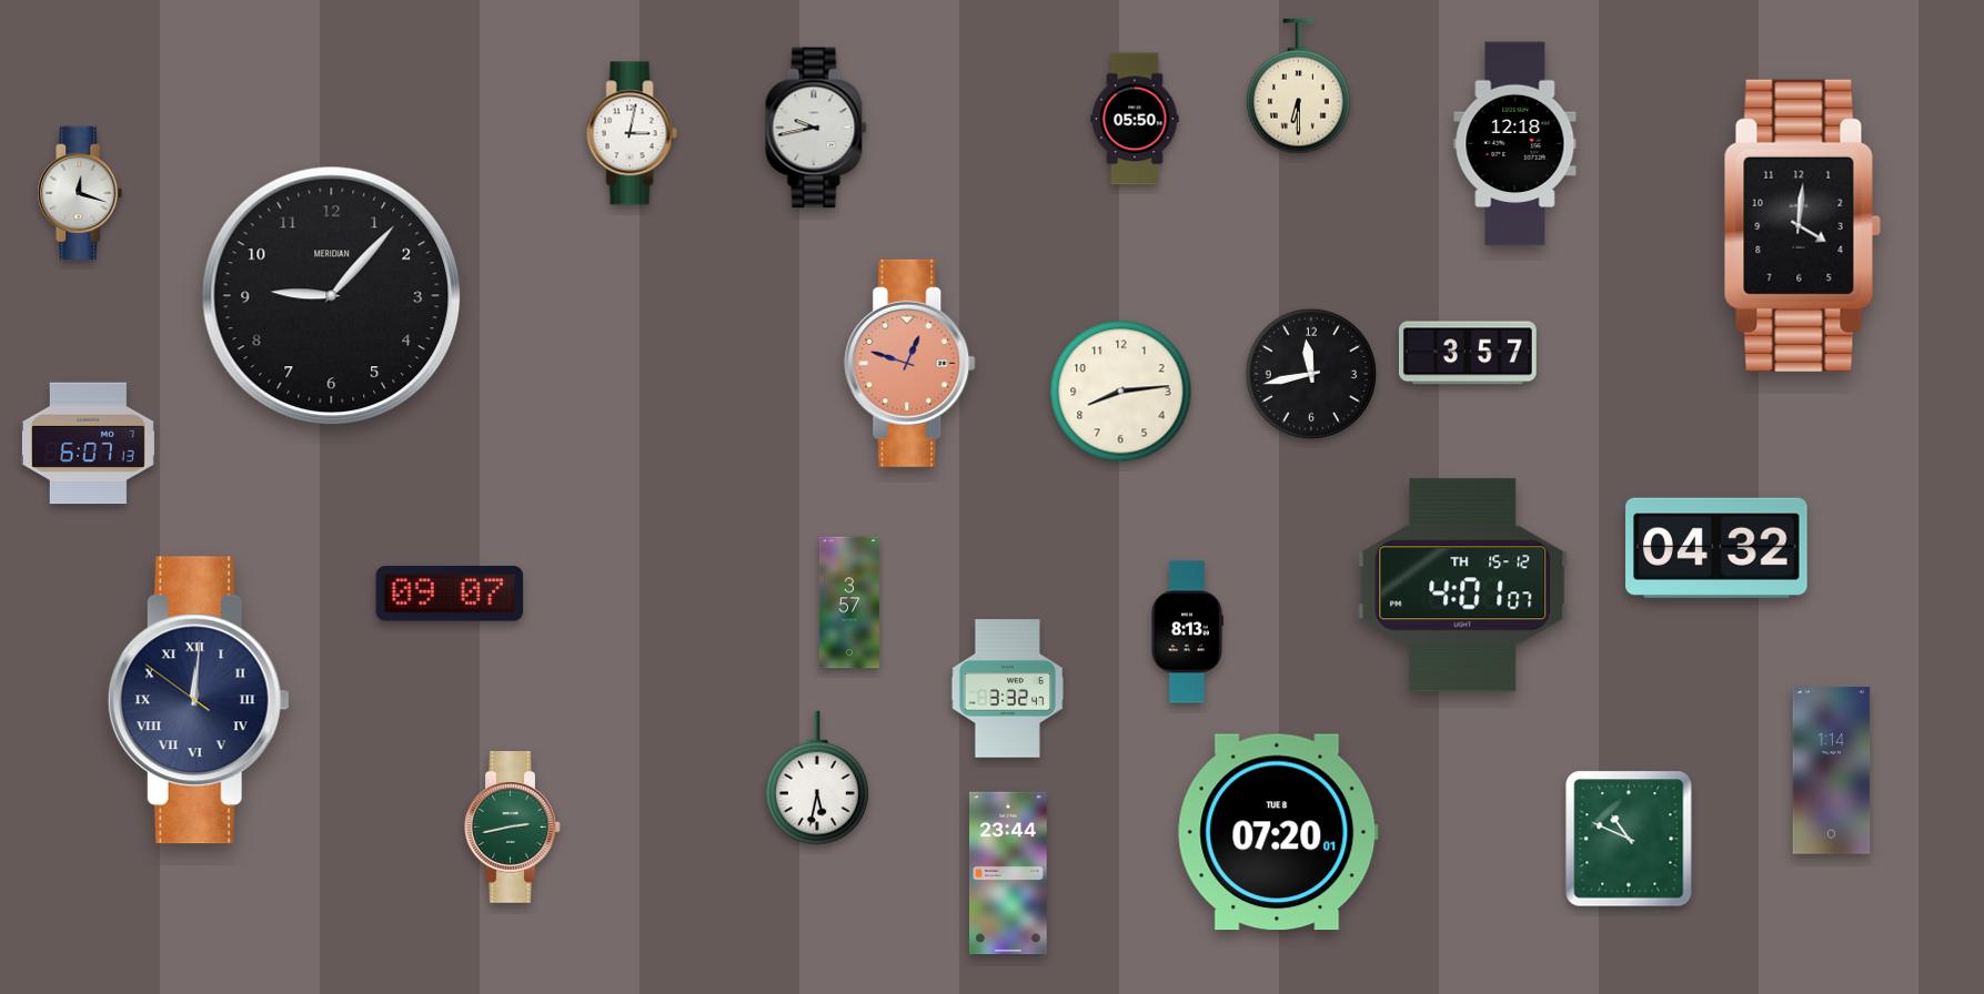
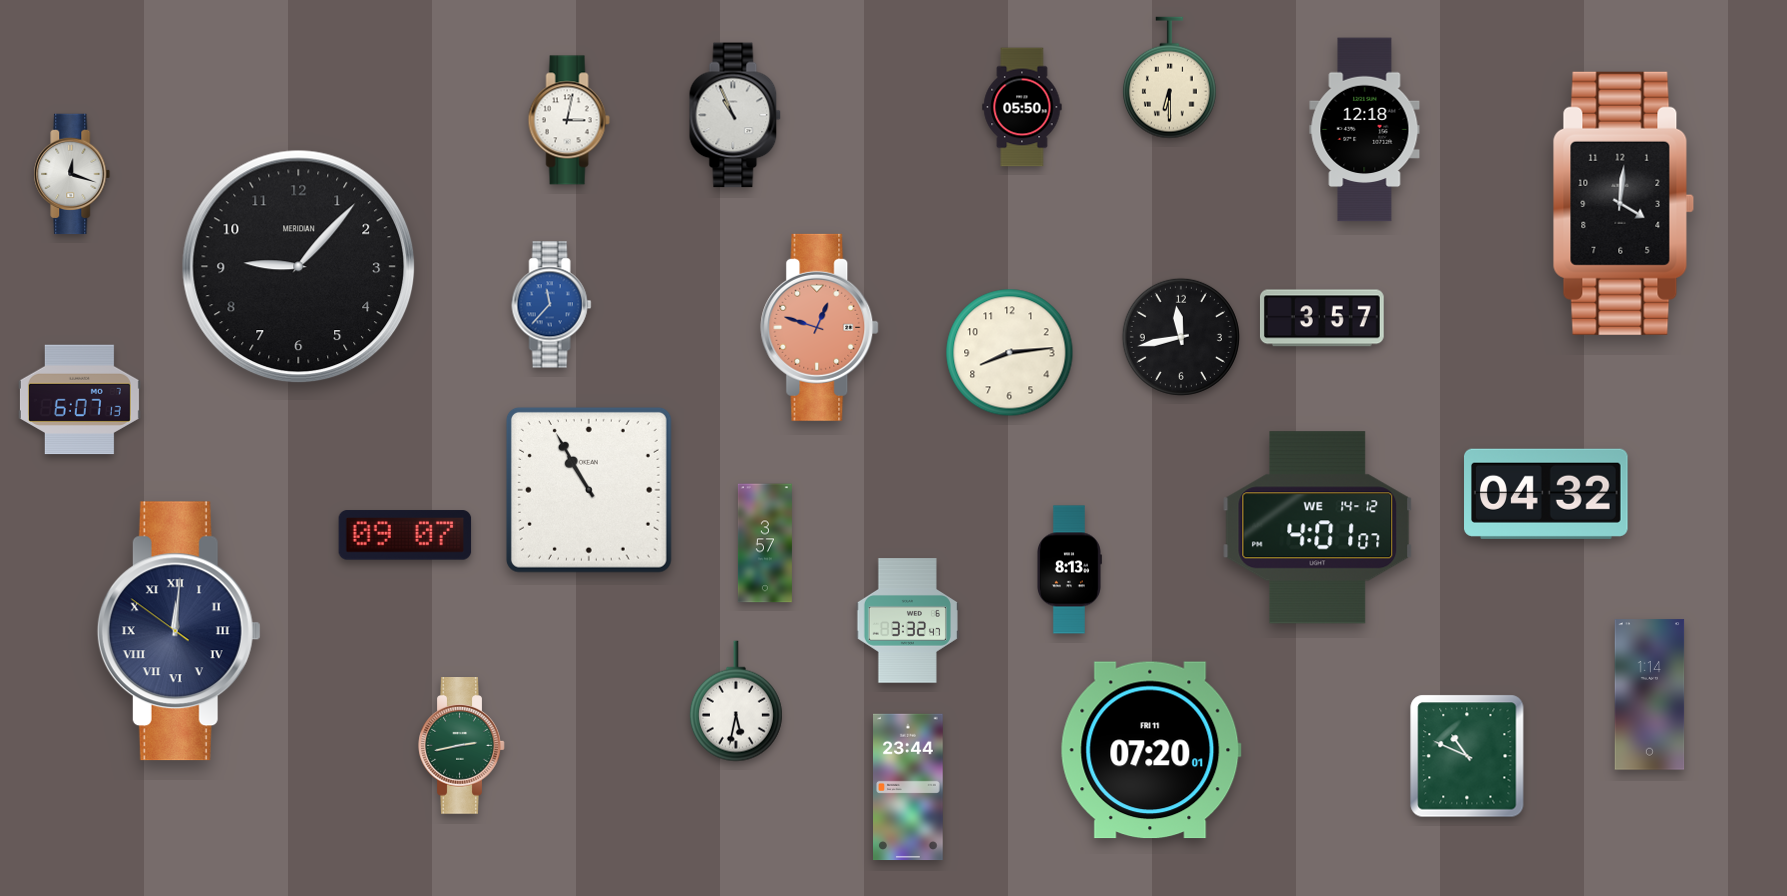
clock at (816, 128): 9:43 -> 10:56
clock at (552, 305): none -> 11:37
clock at (589, 490): none -> 10:55
clock at (1463, 586) date: TH 15-12 -> WE 14-12
clock at (1278, 832) date: TUE 8 -> FRI 11
